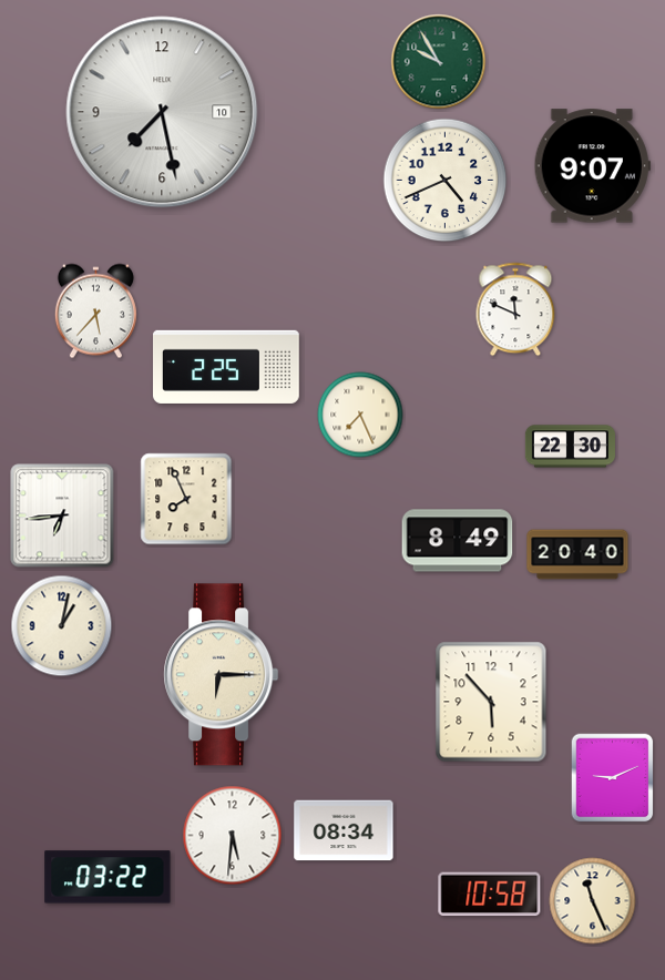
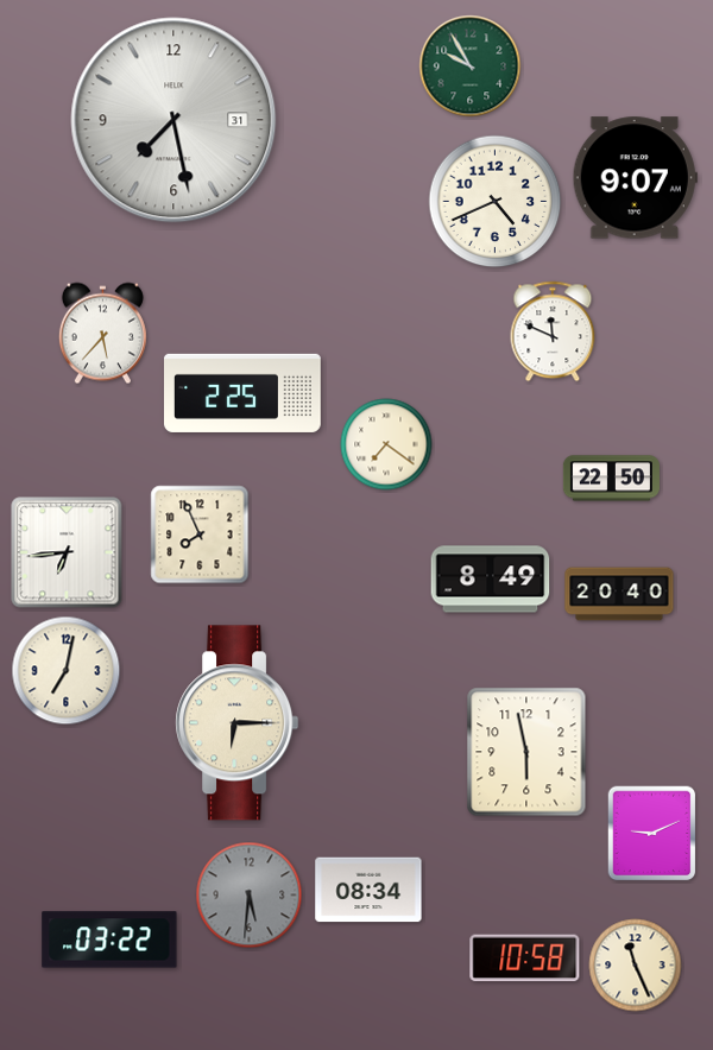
clock at (162, 112) date: 10 -> 31
clock at (446, 181) position: (446, 181) -> (496, 202)
clock at (360, 415): 7:26 -> 7:21
clock at (570, 447): 22:30 -> 22:50
clock at (62, 626): 1:02 -> 7:02
clock at (491, 702): 5:53 -> 5:58
clock at (613, 778) position: (613, 778) -> (652, 834)
clock at (233, 836) dial: white -> grey
clock at (108, 877) position: (108, 877) -> (109, 940)
